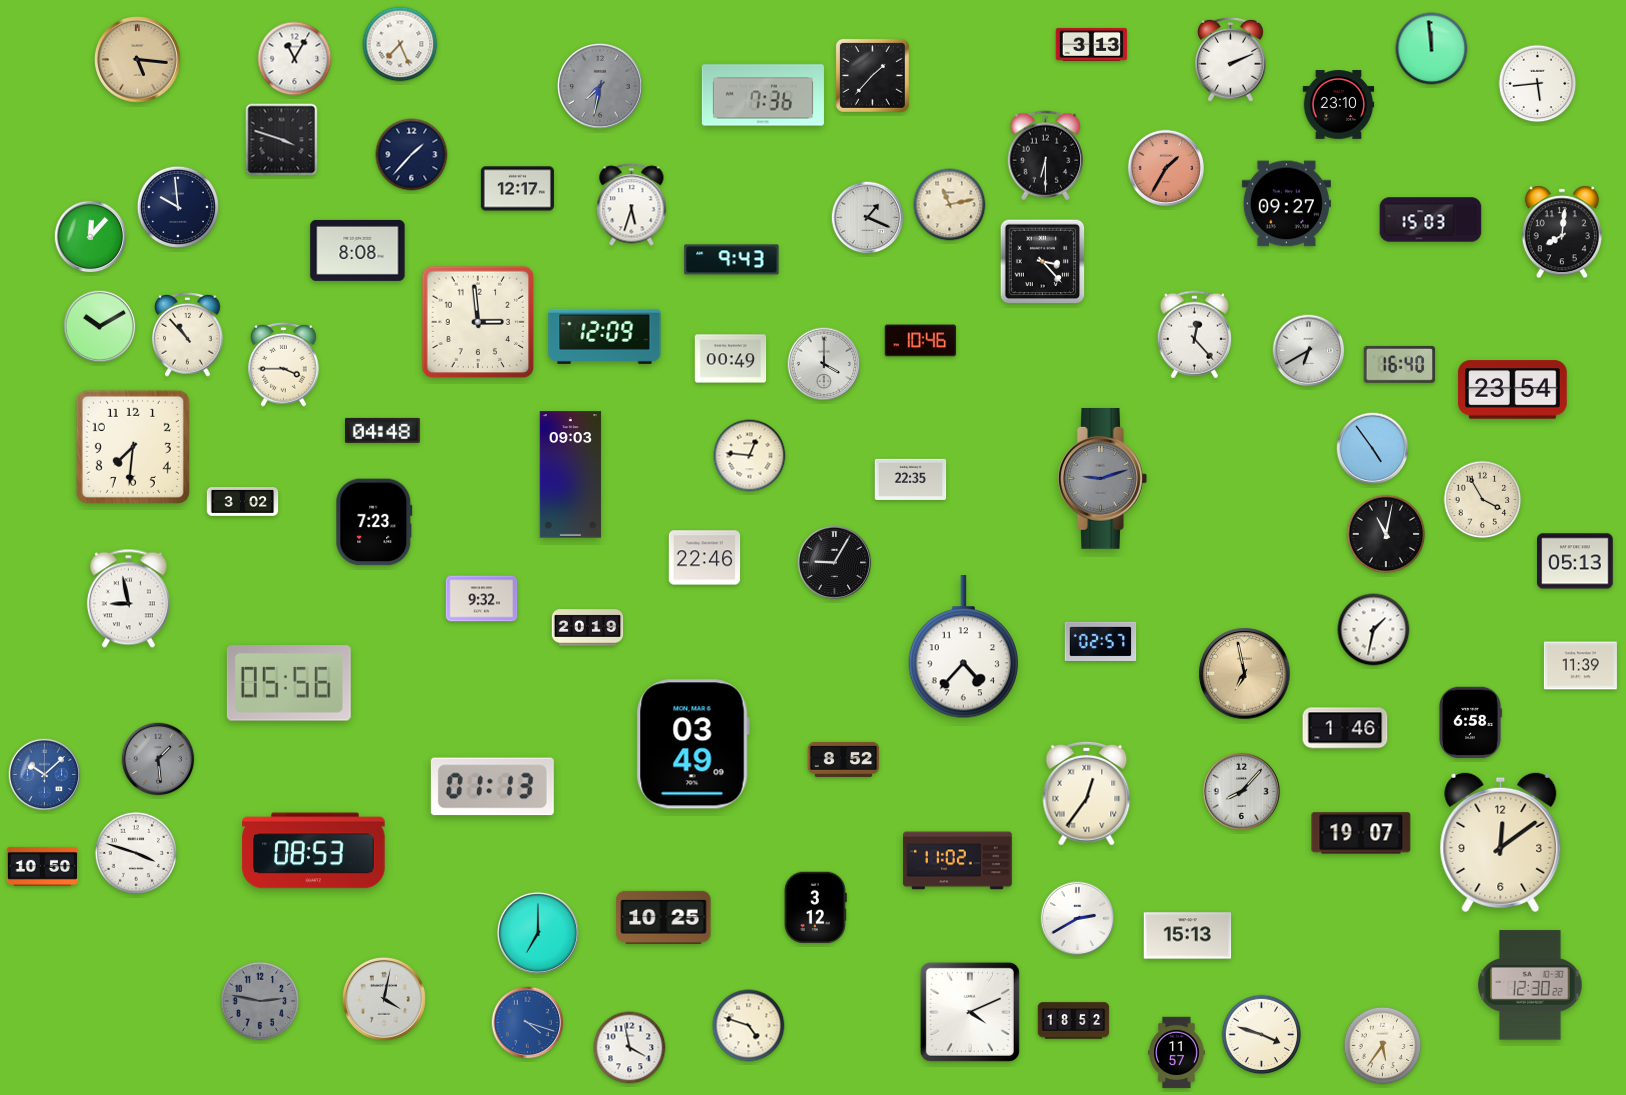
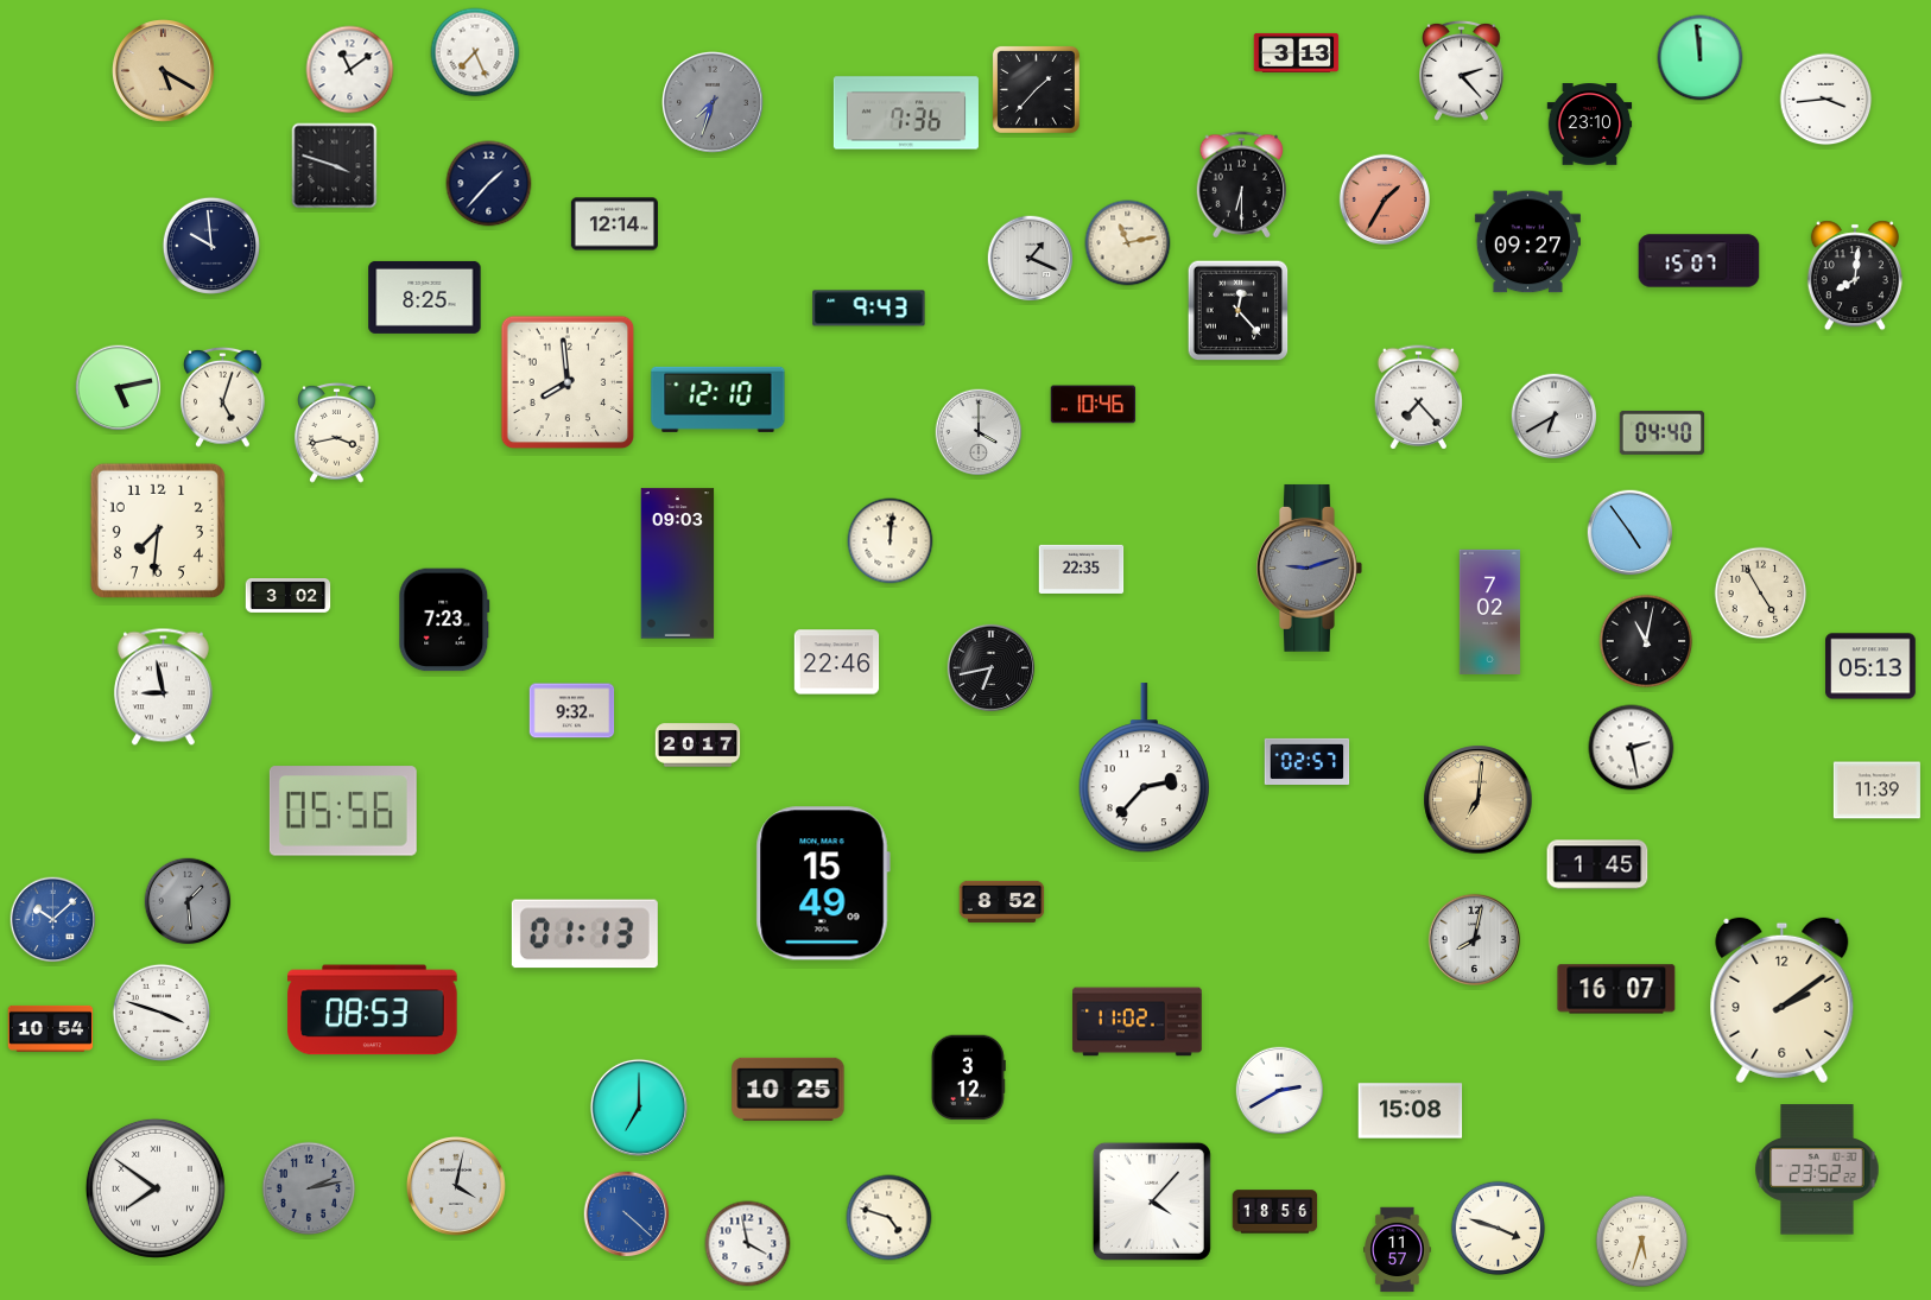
clock at (295, 59): 11:05 -> 11:09
clock at (1231, 59): 2:11 -> 2:23
clock at (138, 60): 5:16 -> 5:20
clock at (1538, 84): 5:44 -> 3:44
clock at (601, 87): 7:32 -> 7:33
clock at (517, 189): 12:17 -> 12:14
clock at (632, 205): 5:33 -> none
clock at (1431, 220): 15:03 -> 15:07
clock at (91, 237): 12:07 -> none
clock at (358, 250): 8:08 -> 8:25
clock at (1043, 262): 3:23 -> 12:23
clock at (478, 322): 2:59 -> 7:59
clock at (100, 327): 10:10 -> 5:13
clock at (188, 334): 10:53 -> 5:03
clock at (1194, 335): 12:23 -> 7:23
clock at (605, 336): 12:09 -> 12:10
clock at (731, 359): 00:49 -> none
clock at (284, 364): 3:45 -> 3:43
clock at (1400, 364): 16:40 -> 04:40
clock at (1513, 390): 23:54 -> none
clock at (382, 430): 04:48 -> none
clock at (750, 456): 12:46 -> 12:01
clock at (1483, 500): 3:55 -> 4:55
clock at (1489, 611): none -> 7:02
clock at (1386, 534) position: (1386, 534) -> (1646, 641)
clock at (835, 563): 9:05 -> 6:43
clock at (128, 599) position: (128, 599) -> (163, 687)
clock at (588, 628): 20:19 -> 20:17
clock at (1374, 630): 1:32 -> 2:28
clock at (963, 647): 4:37 -> 2:37
clock at (1245, 674): 6:58 -> 7:01
clock at (1470, 723): 6:58 -> none
clock at (1345, 728): 1:46 -> 1:45
clock at (693, 744): 03:49 -> 15:49
clock at (1241, 791): 8:07 -> 8:02
clock at (1087, 793): 12:36 -> none
clock at (1361, 833): 19:07 -> 16:07
clock at (1501, 843): 12:09 -> 2:09
clock at (43, 866): 10:50 -> 10:54
clock at (1188, 936): 15:13 -> 15:08
clock at (1530, 985): 12:30 -> 23:52
clock at (156, 1188): none -> 7:51
clock at (260, 1001): 2:47 -> 2:13
clock at (970, 1012): 4:11 -> 4:07
clock at (1074, 1021): 18:52 -> 18:56
clock at (528, 1023): 4:18 -> 4:22
clock at (1383, 1046): 5:36 -> 5:33
